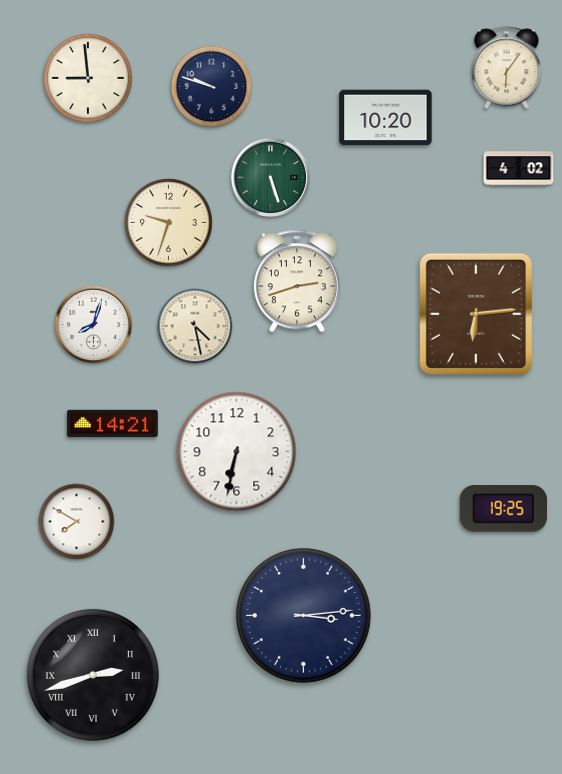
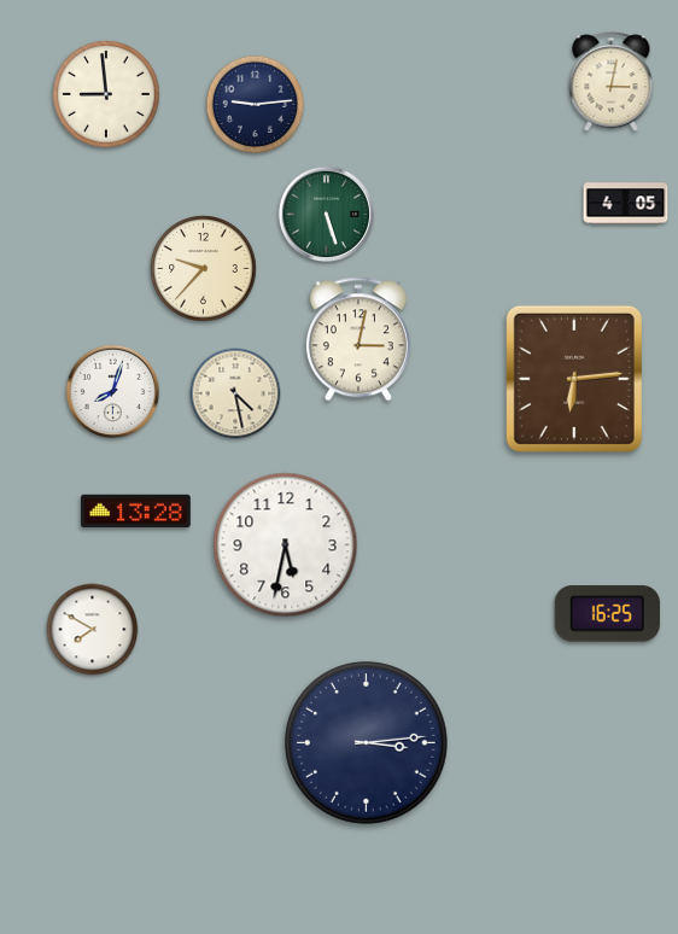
clock at (507, 68): 6:06 -> 3:02
clock at (212, 87): 9:48 -> 9:14
clock at (386, 118): 10:20 -> none
clock at (519, 169): 4:02 -> 4:05
clock at (169, 223): 9:33 -> 9:37
clock at (297, 281): 2:42 -> 3:02
clock at (113, 424): 14:21 -> 13:28
clock at (237, 452): 6:32 -> 5:32
clock at (503, 509): 19:25 -> 16:25
clock at (93, 675): 2:42 -> none
